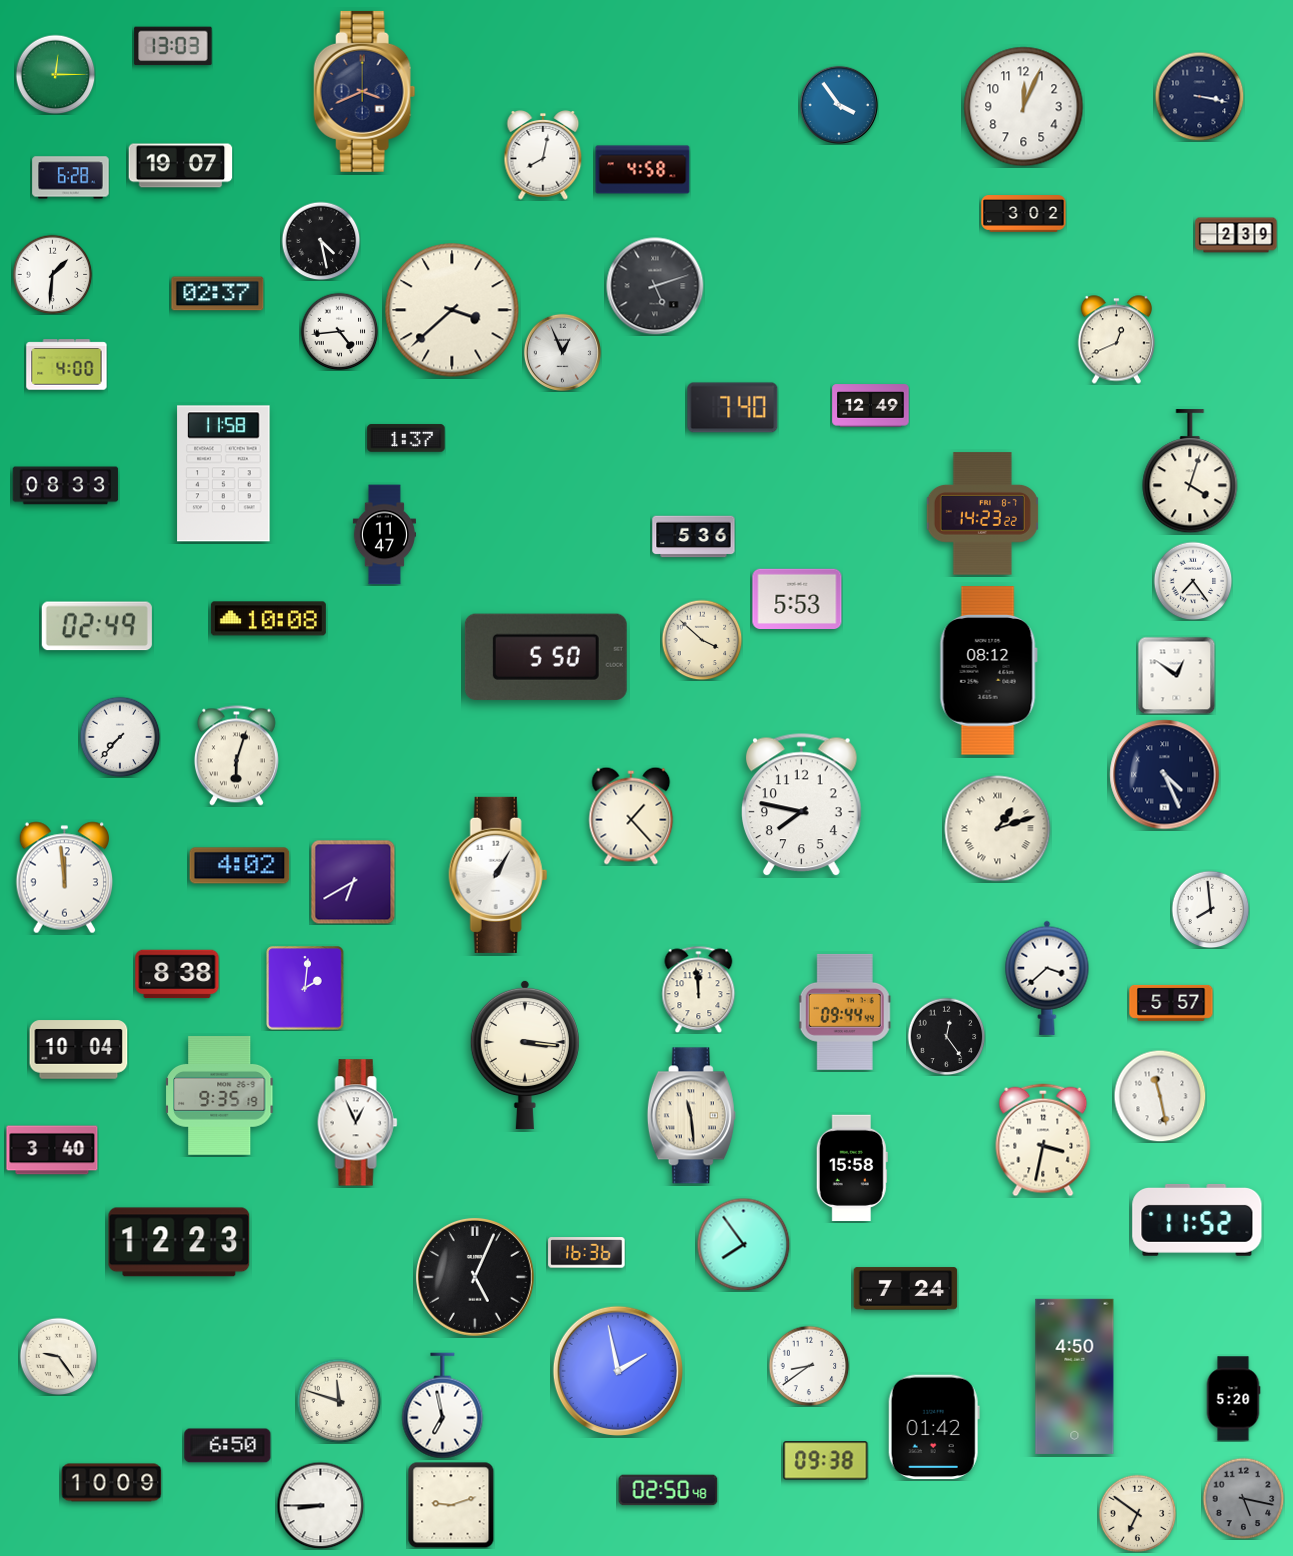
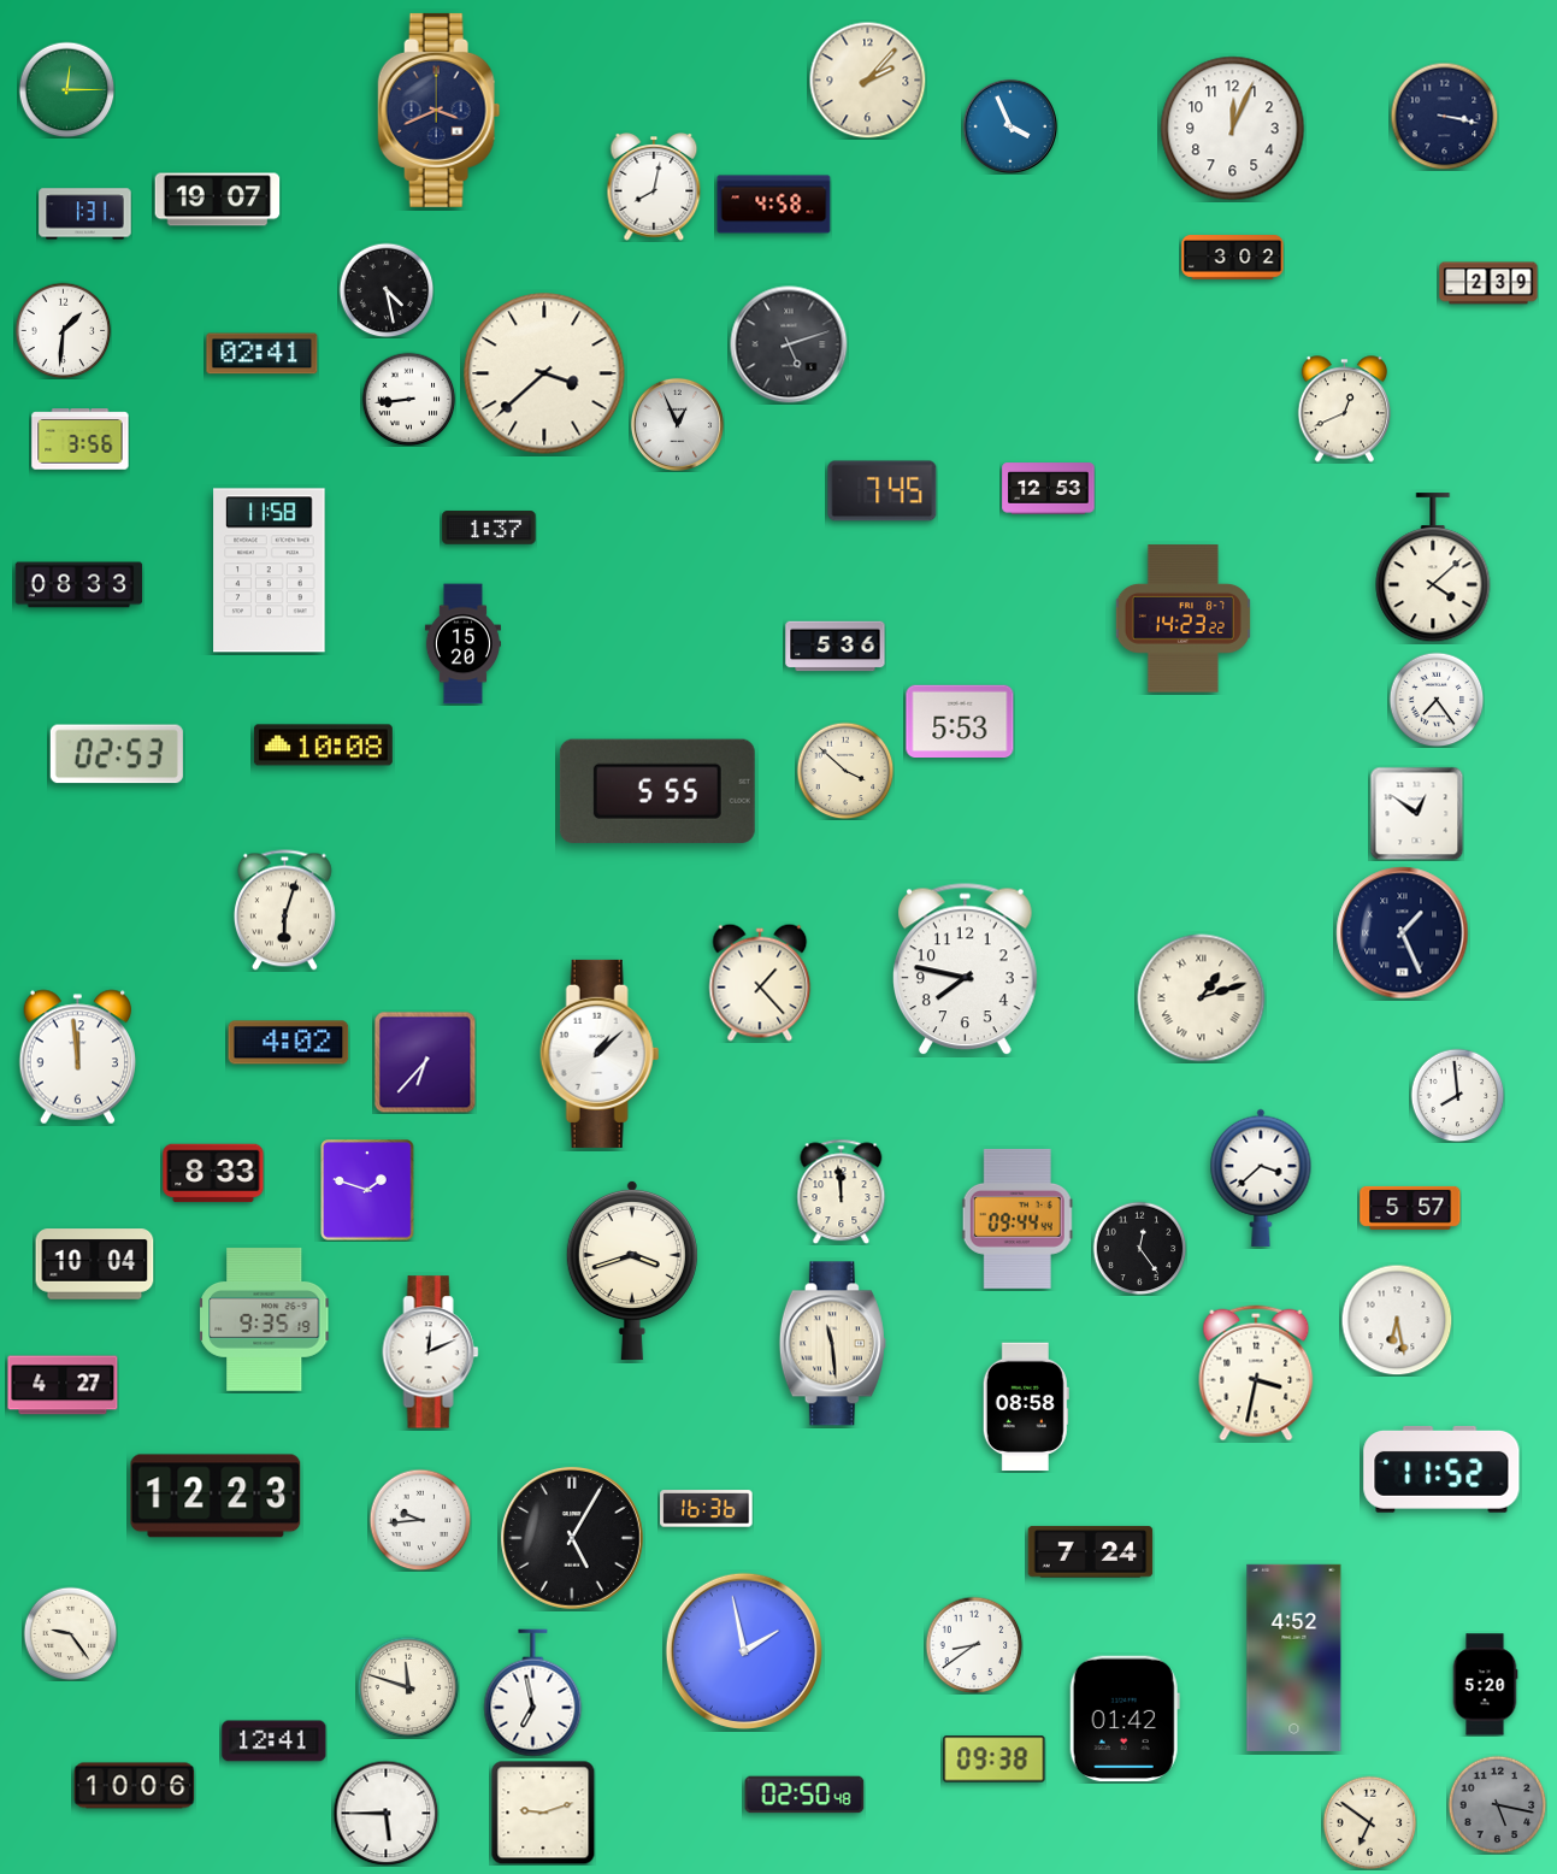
clock at (173, 46): 13:03 -> none
clock at (867, 79): none -> 2:07
clock at (839, 105): 3:54 -> 3:56
clock at (71, 178): 6:28 -> 1:31
clock at (218, 294): 02:37 -> 02:41
clock at (339, 331): 4:44 -> 8:44
clock at (67, 365): 4:00 -> 3:56
clock at (871, 406): 12:49 -> 12:53
clock at (733, 408): 7:40 -> 7:45
clock at (1190, 472): 4:03 -> 4:08
clock at (384, 535): 11:47 -> 15:20
clock at (97, 626): 02:49 -> 02:53
clock at (546, 657): 5:50 -> 5:55
clock at (988, 671): 08:12 -> none
clock at (120, 737): 7:37 -> none
clock at (1165, 775): 4:26 -> 1:26
clock at (498, 875): 1:05 -> 1:08
clock at (353, 882): 6:40 -> 6:37
clock at (177, 974): 8:38 -> 8:33
clock at (305, 988): 2:01 -> 1:48
clock at (525, 1055): 3:16 -> 3:42
clock at (1160, 1096): 11:28 -> 6:28
clock at (358, 1123): 12:56 -> 12:11
clock at (52, 1150): 3:40 -> 4:27
clock at (852, 1168): 15:58 -> 08:58
clock at (743, 1244): 7:54 -> none
clock at (420, 1520): none -> 9:44
clock at (475, 1277): 5:04 -> 5:05
clock at (1075, 1376): 4:50 -> 4:52
clock at (228, 1446): 6:50 -> 12:41
clock at (112, 1483): 10:09 -> 10:06
clock at (320, 1505): 8:45 -> 5:45
